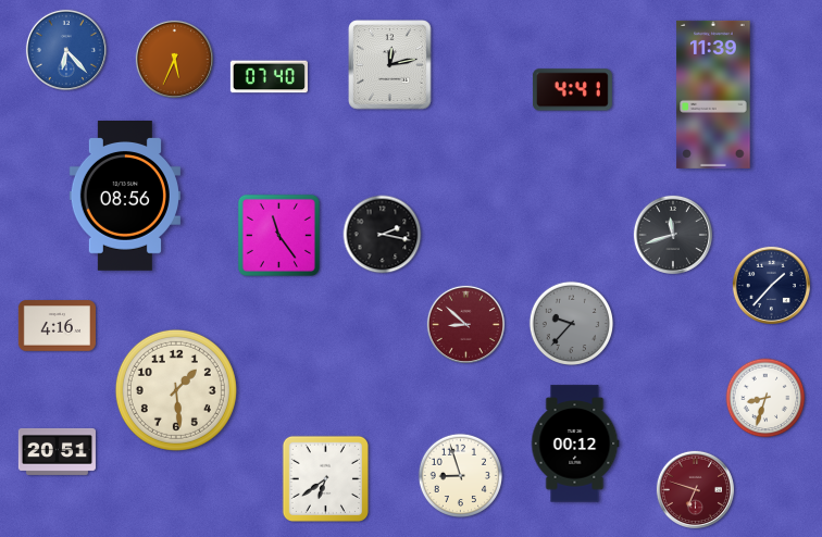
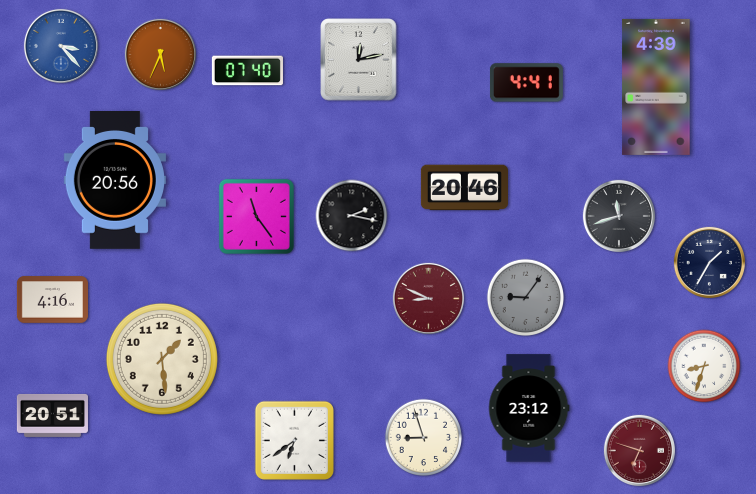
clock at (66, 50): 6:23 -> 3:23
clock at (713, 95): 11:39 -> 4:39
clock at (125, 197): 08:56 -> 20:56
clock at (464, 188): none -> 20:46
clock at (771, 285): 1:37 -> 1:35
clock at (571, 323): 9:37 -> 9:06
clock at (465, 324): 8:52 -> 8:49
clock at (575, 444): 00:12 -> 23:12
clock at (325, 478) position: (325, 478) -> (294, 440)
